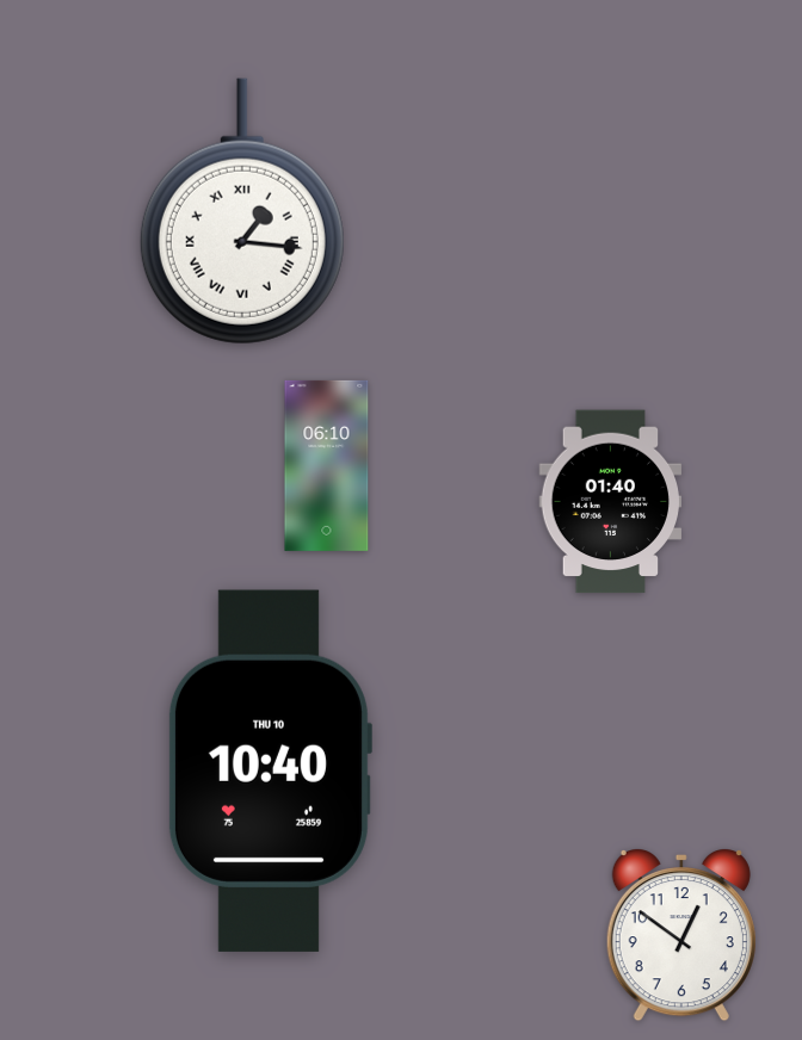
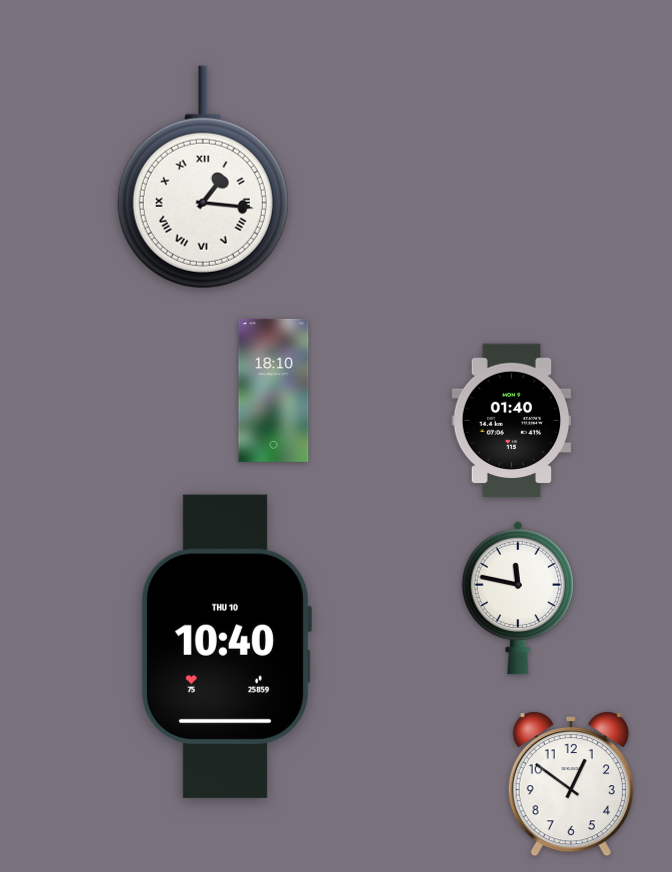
clock at (327, 465): 06:10 -> 18:10
clock at (518, 598): none -> 11:47
